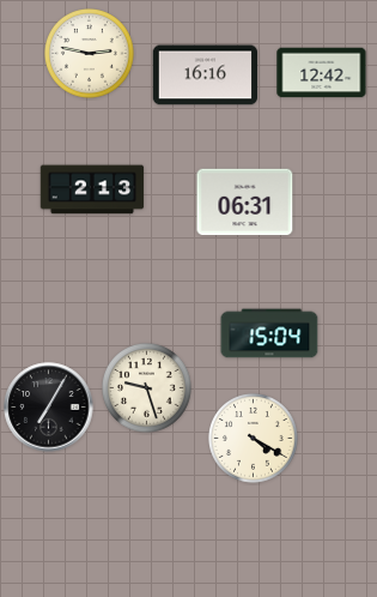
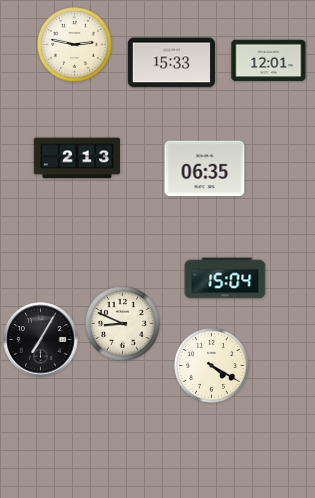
clock at (322, 73): 12:42 -> 12:01
clock at (205, 76): 16:16 -> 15:33
clock at (245, 203): 06:31 -> 06:35
clock at (147, 388): 9:27 -> 8:49
